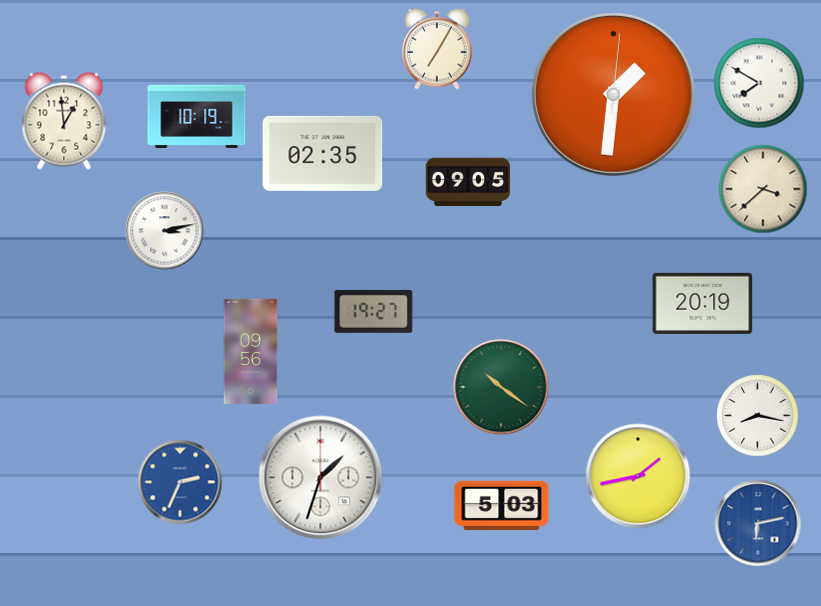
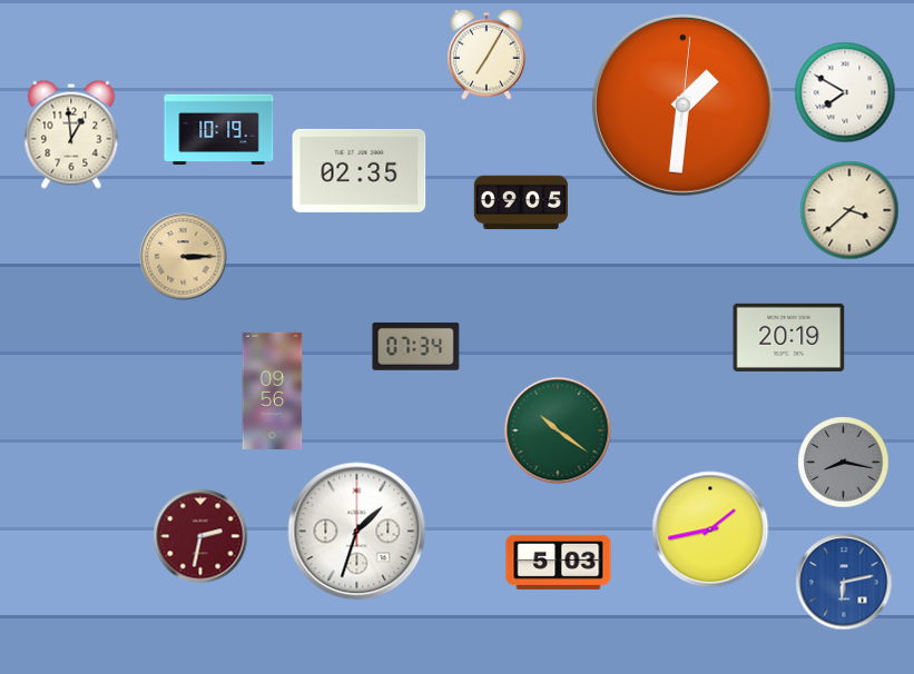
clock at (165, 231): 3:13 -> 3:15
clock at (165, 231) dial: white -> champagne
clock at (703, 303) position: (703, 303) -> (789, 337)
clock at (374, 311): 19:27 -> 07:34
clock at (251, 351) position: (251, 351) -> (273, 390)
clock at (758, 416) dial: white -> grey
clock at (180, 482): 2:34 -> 2:32
clock at (180, 482) dial: blue -> burgundy
